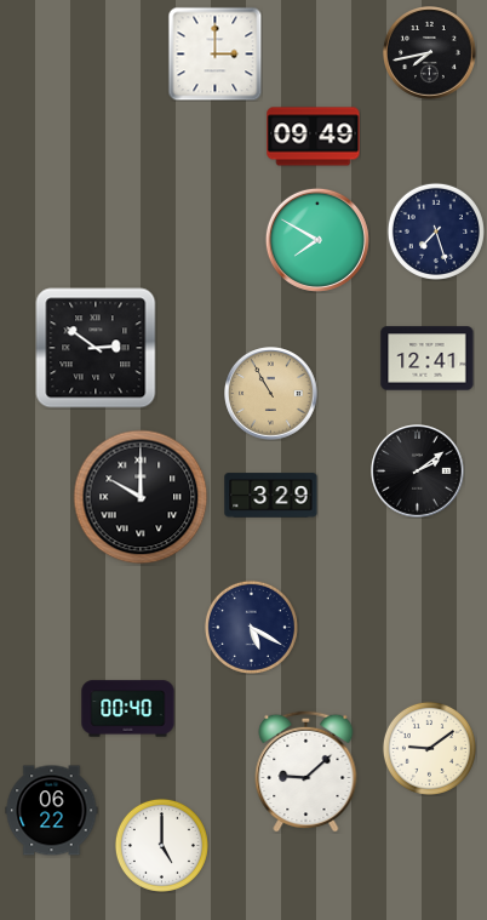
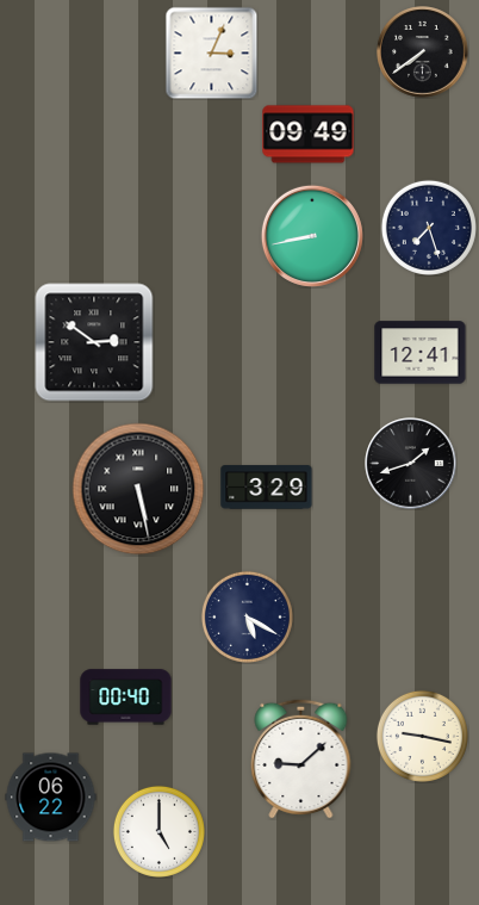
clock at (214, 53): 3:00 -> 3:04
clock at (430, 53): 7:43 -> 7:39
clock at (317, 240): 7:50 -> 8:43
clock at (271, 394): 10:55 -> none
clock at (418, 472): 2:09 -> 1:42
clock at (141, 497): 10:00 -> 5:28
clock at (429, 748): 9:09 -> 9:17
